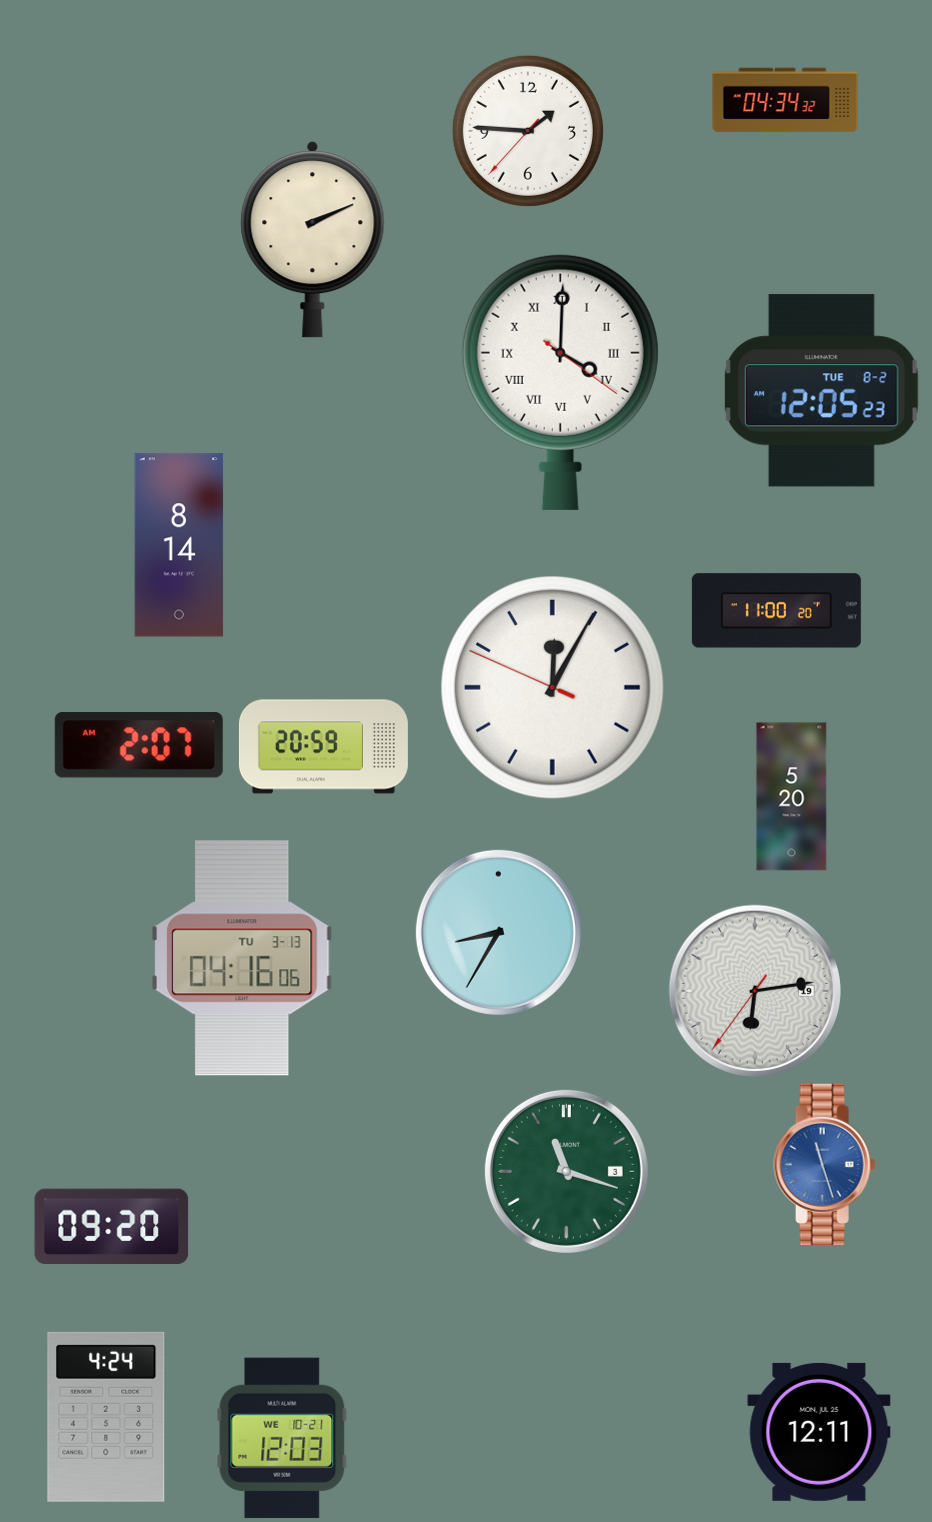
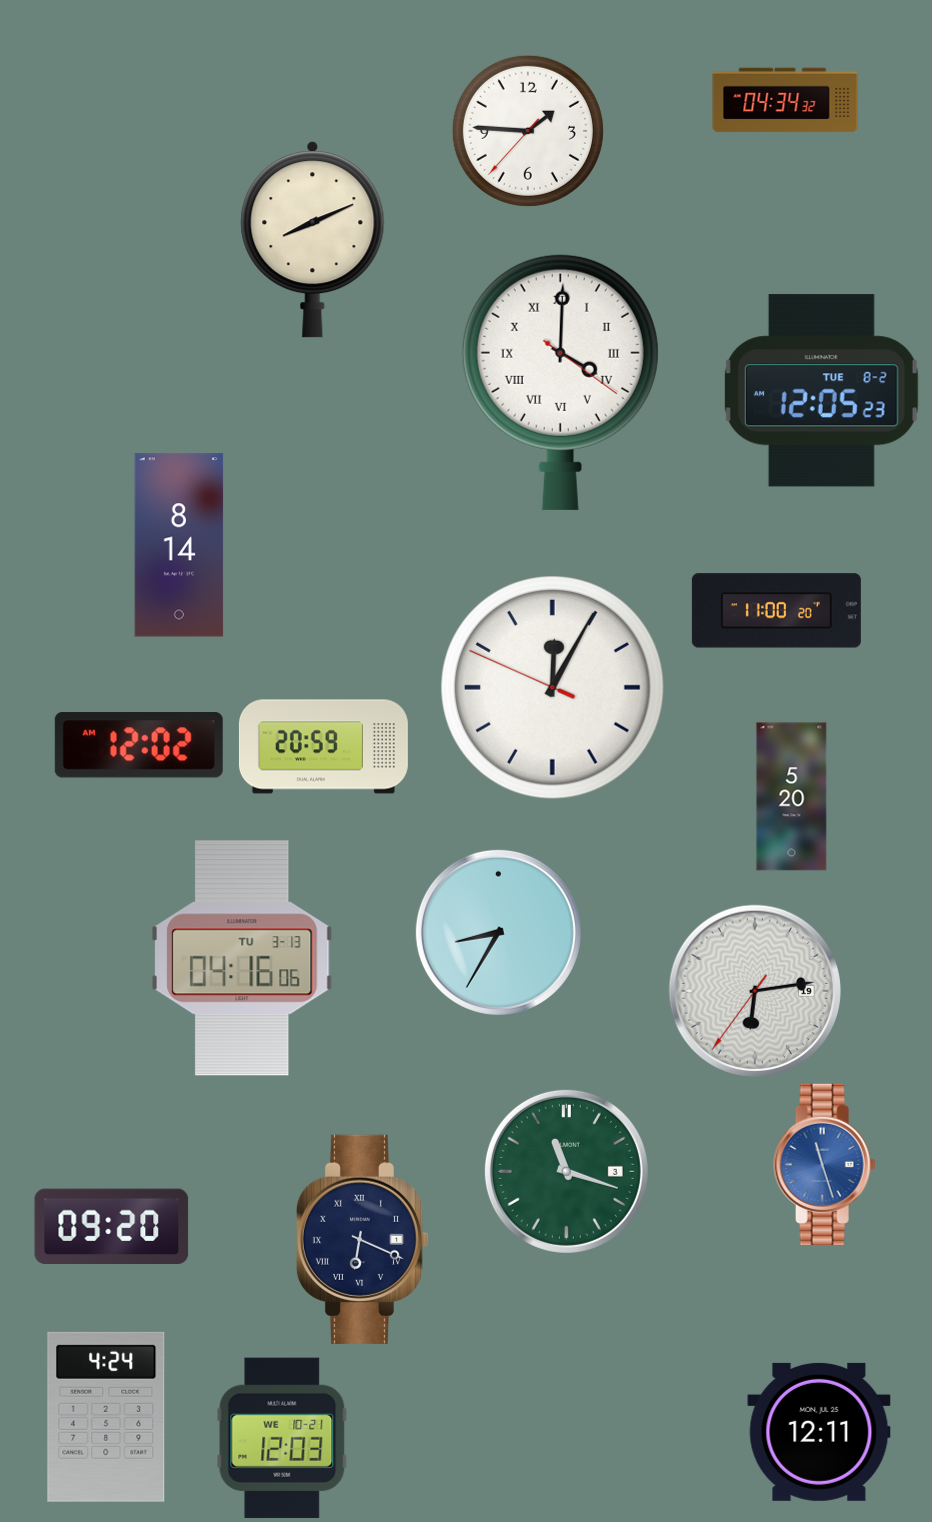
clock at (313, 240): 2:11 -> 8:11
clock at (139, 746): 2:07 -> 12:02
clock at (362, 1239): none -> 6:19
